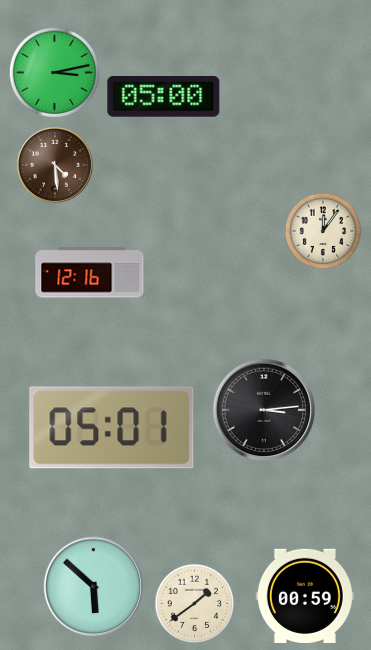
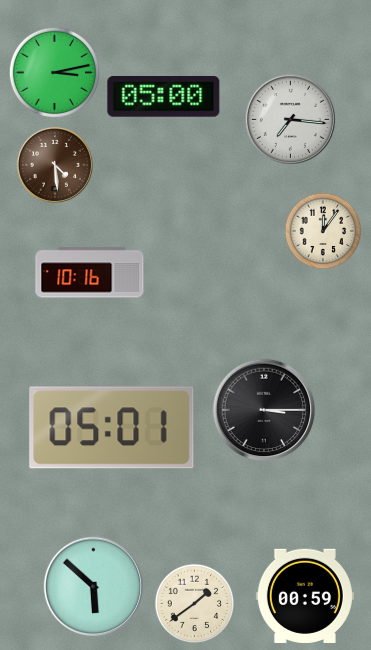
clock at (290, 119): none -> 7:16
clock at (90, 273): 12:16 -> 10:16
clock at (264, 410): 3:14 -> 3:15
